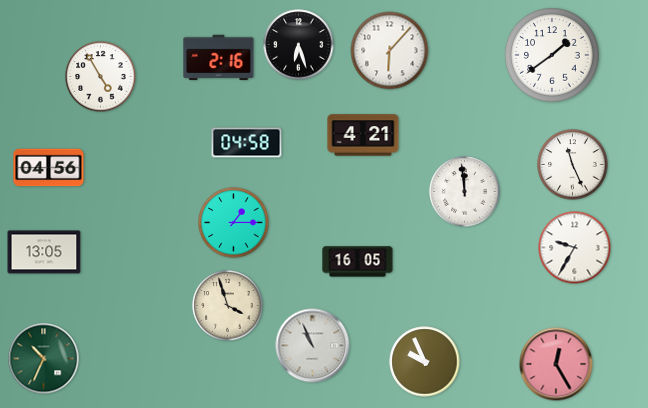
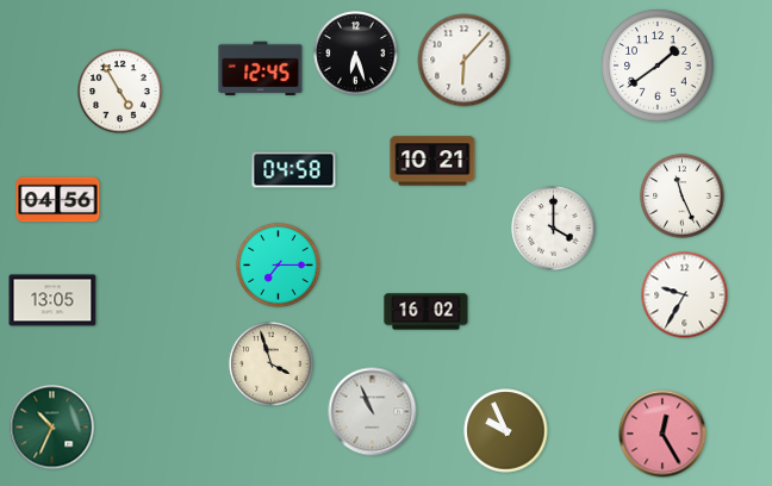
clock at (219, 58): 2:16 -> 12:45
clock at (363, 135): 4:21 -> 10:21
clock at (465, 192): 11:59 -> 4:00
clock at (234, 223): 1:15 -> 7:15
clock at (358, 262): 16:05 -> 16:02
